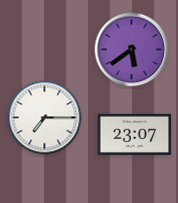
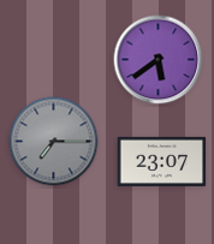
clock at (45, 118) dial: white -> grey
